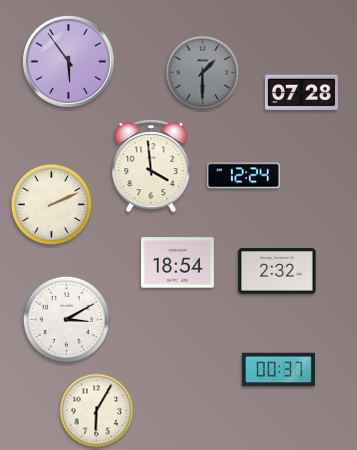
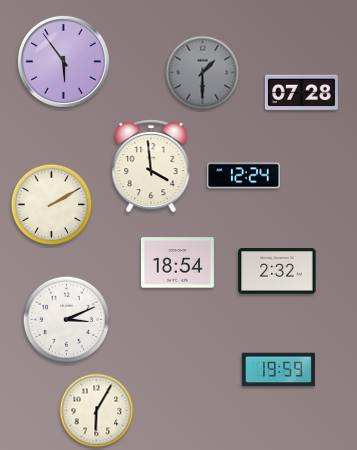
clock at (68, 61) position: (68, 61) -> (63, 61)
clock at (52, 205): 2:11 -> 2:10
clock at (66, 319): 3:10 -> 3:11
clock at (278, 370): 00:37 -> 19:59
